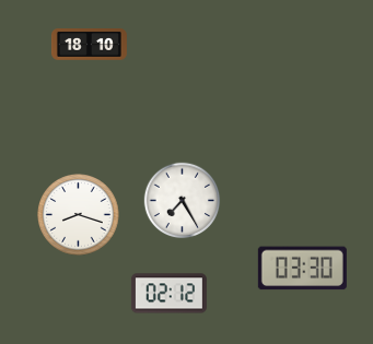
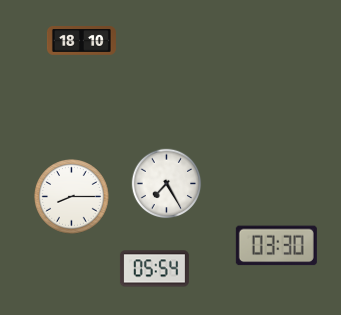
clock at (79, 215): 8:18 -> 8:15
clock at (168, 294): 02:12 -> 05:54
